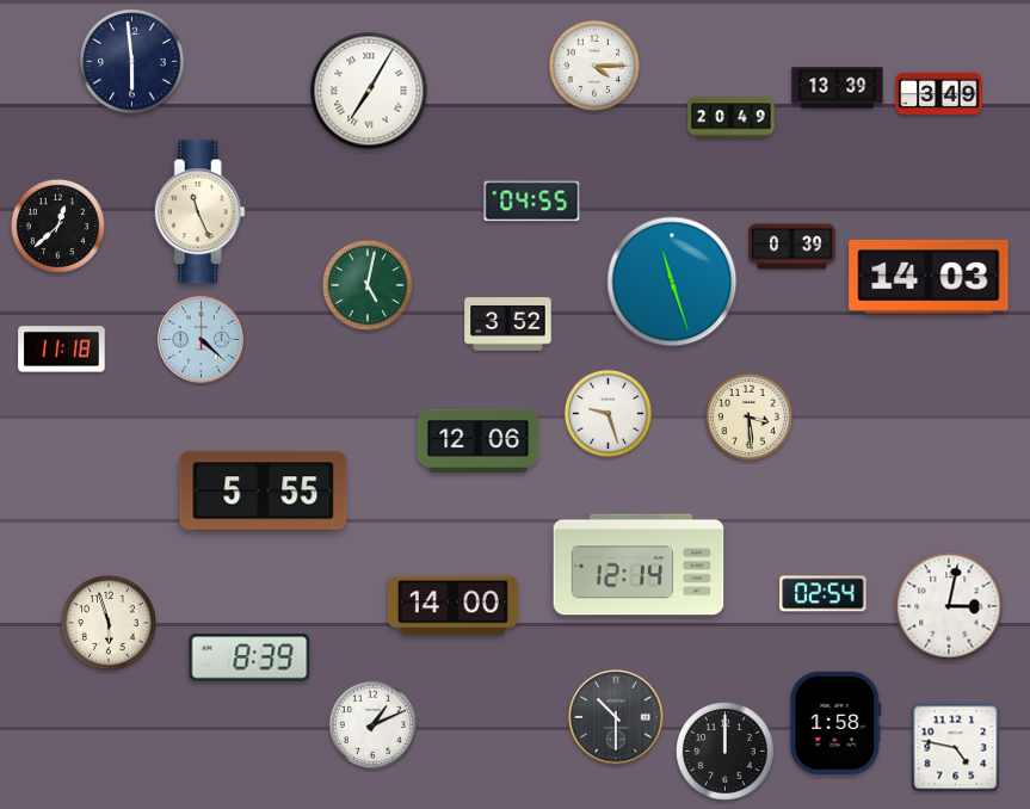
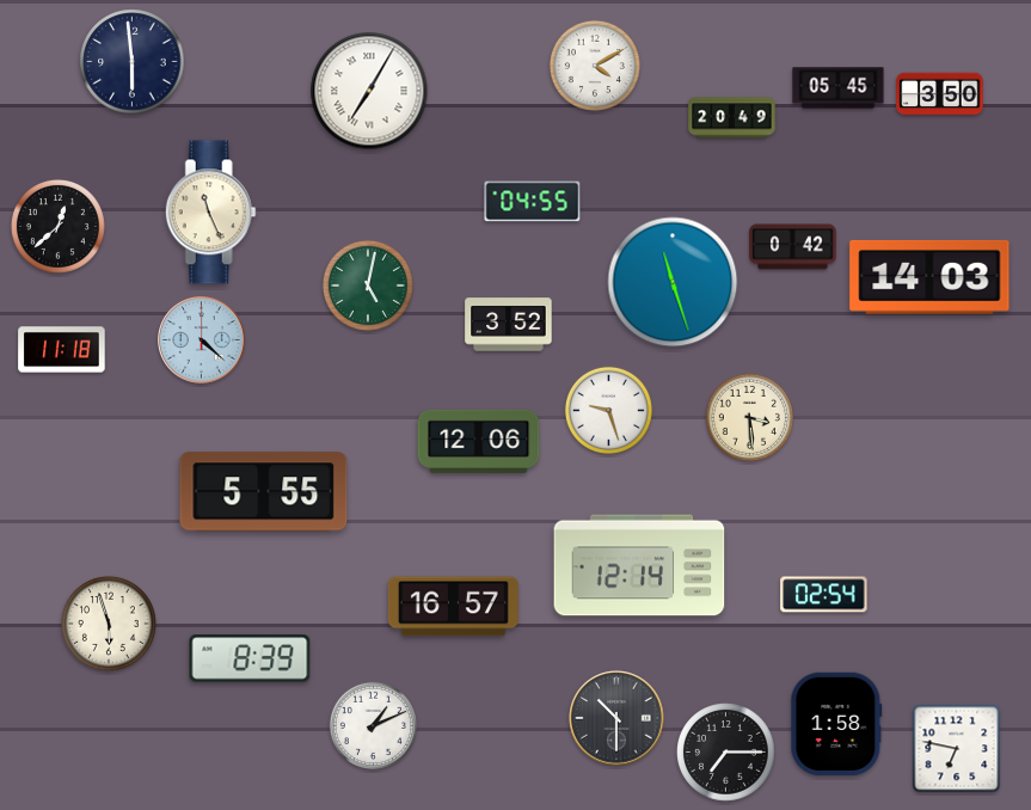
clock at (594, 66): 4:15 -> 4:10
clock at (838, 88): 13:39 -> 05:45
clock at (939, 94): 3:49 -> 3:50
clock at (199, 212) position: (199, 212) -> (210, 213)
clock at (792, 247): 0:39 -> 0:42
clock at (607, 413) position: (607, 413) -> (608, 410)
clock at (452, 606): 14:00 -> 16:57
clock at (949, 606): 3:02 -> none
clock at (956, 748): 4:47 -> 6:47
clock at (726, 752): 12:00 -> 7:15
